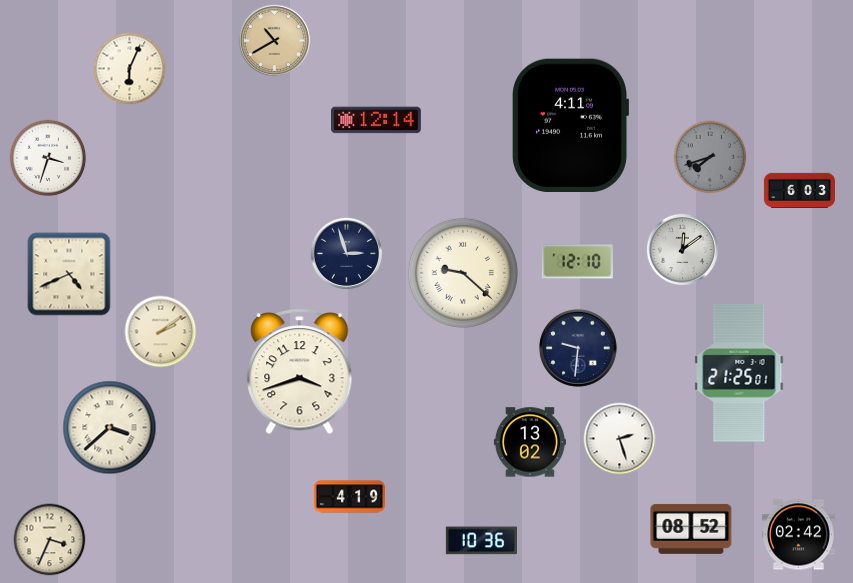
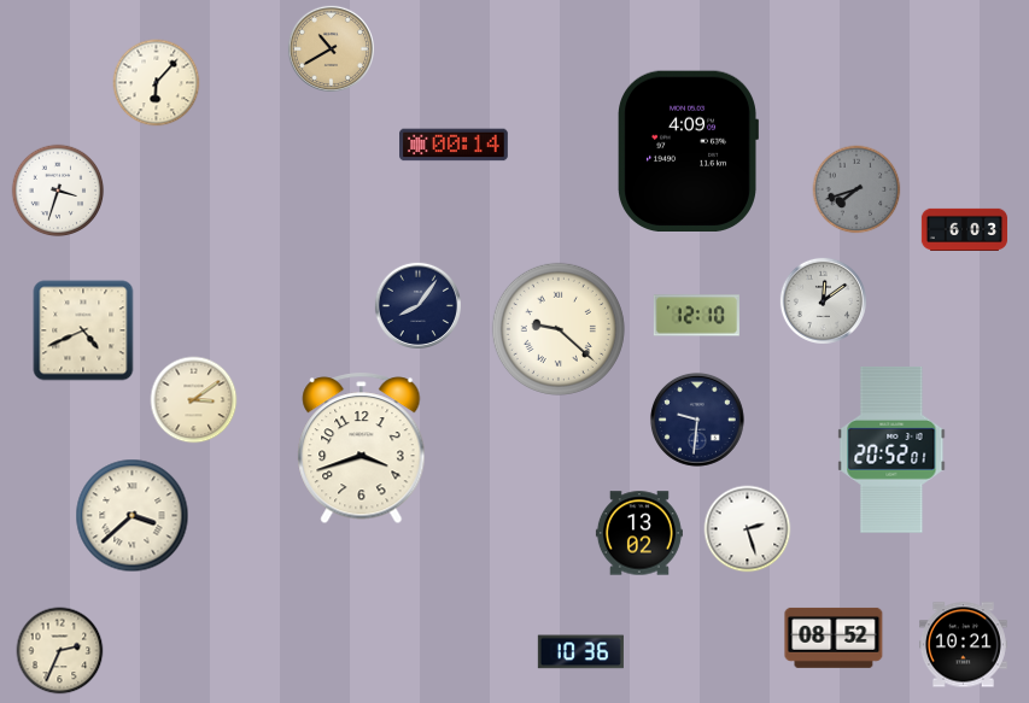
clock at (130, 69): 6:04 -> 6:07
clock at (376, 120): 12:14 -> 00:14
clock at (570, 125): 4:11 -> 4:09
clock at (346, 253): 2:57 -> 8:06
clock at (161, 332): 2:09 -> 3:09
clock at (739, 373): 21:25 -> 20:52
clock at (349, 497): 4:19 -> none
clock at (798, 535): 02:42 -> 10:21
clock at (50, 540): 3:34 -> 2:34
